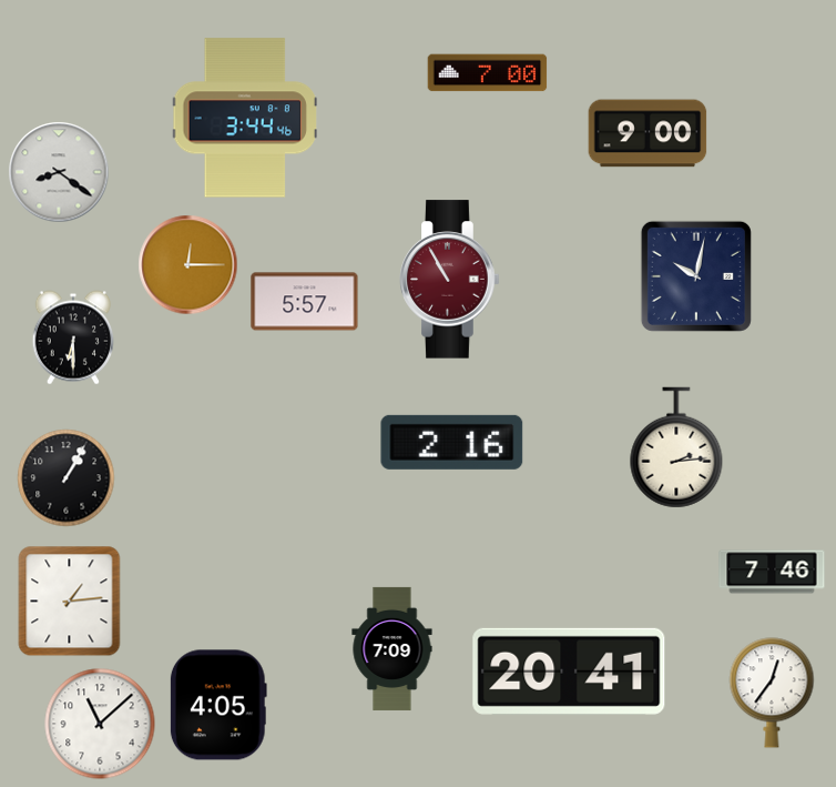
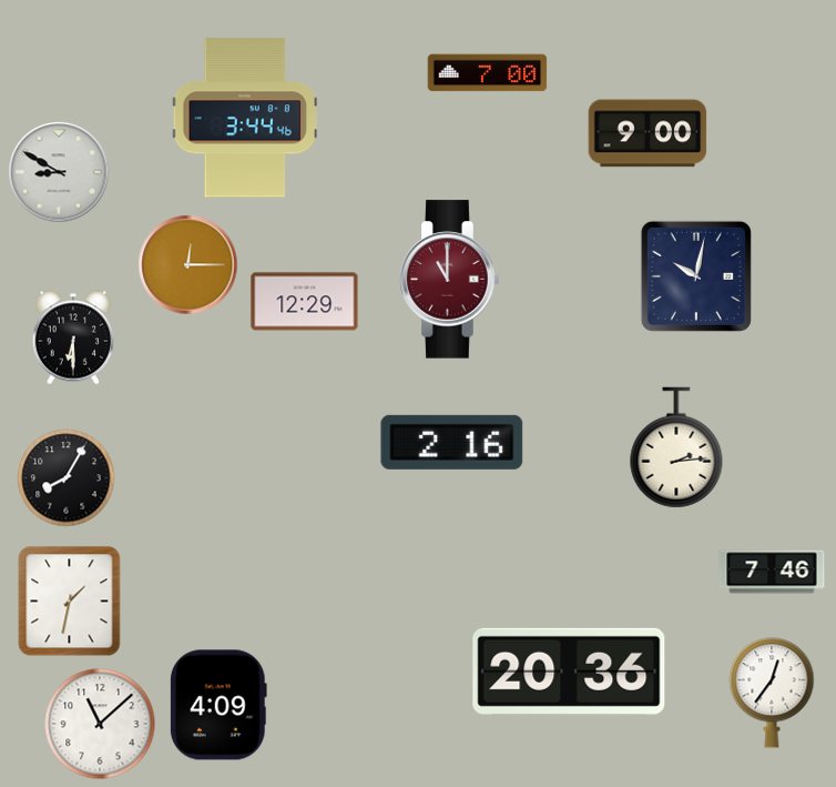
clock at (59, 172): 8:21 -> 8:50
clock at (450, 280): 10:55 -> 11:00
clock at (305, 302): 5:57 -> 12:29
clock at (67, 478): 1:05 -> 8:05
clock at (70, 602): 1:14 -> 1:32
clock at (392, 648): 7:09 -> none
clock at (569, 672): 20:41 -> 20:36
clock at (218, 705): 4:05 -> 4:09
